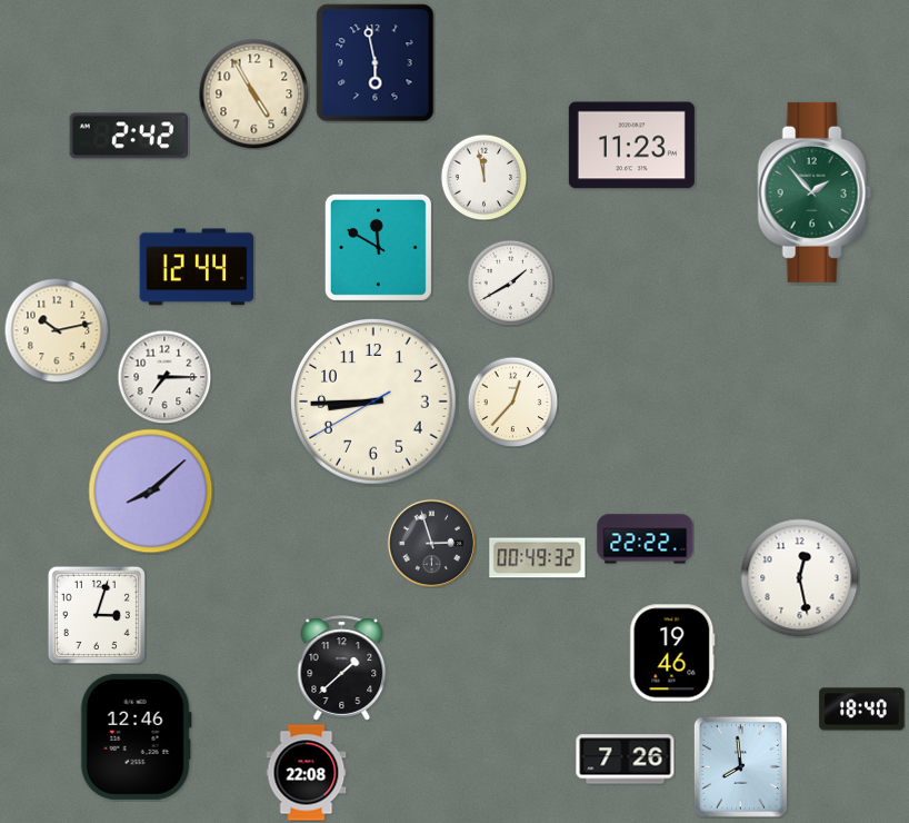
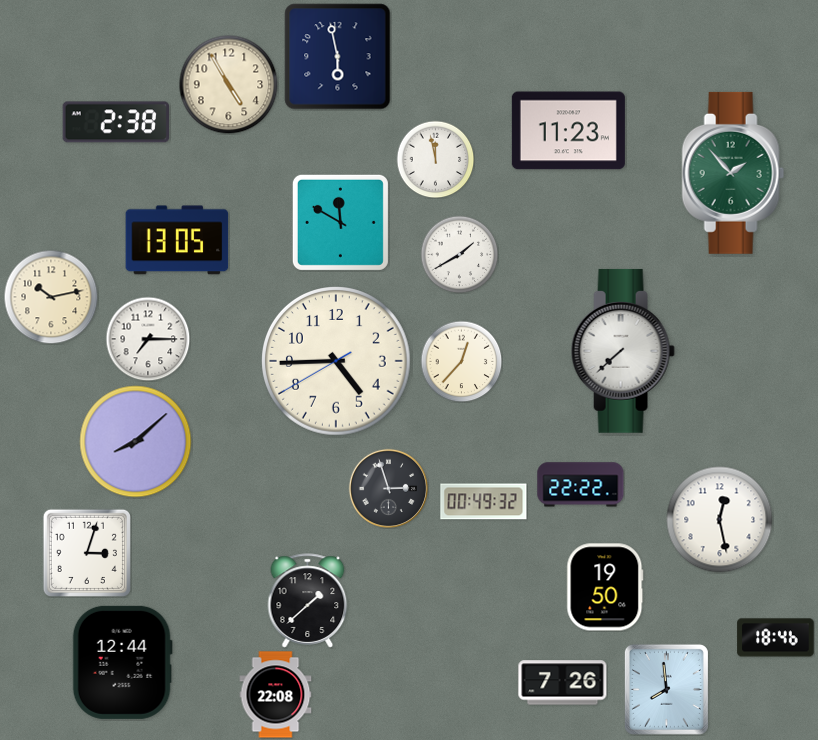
clock at (128, 136): 2:42 -> 2:38
clock at (197, 267): 12:44 -> 13:05
clock at (623, 351): none -> 7:38
clock at (374, 403): 8:44 -> 4:44
clock at (672, 653): 19:46 -> 19:50
clock at (862, 710): 18:40 -> 18:46
clock at (136, 736): 12:46 -> 12:44
